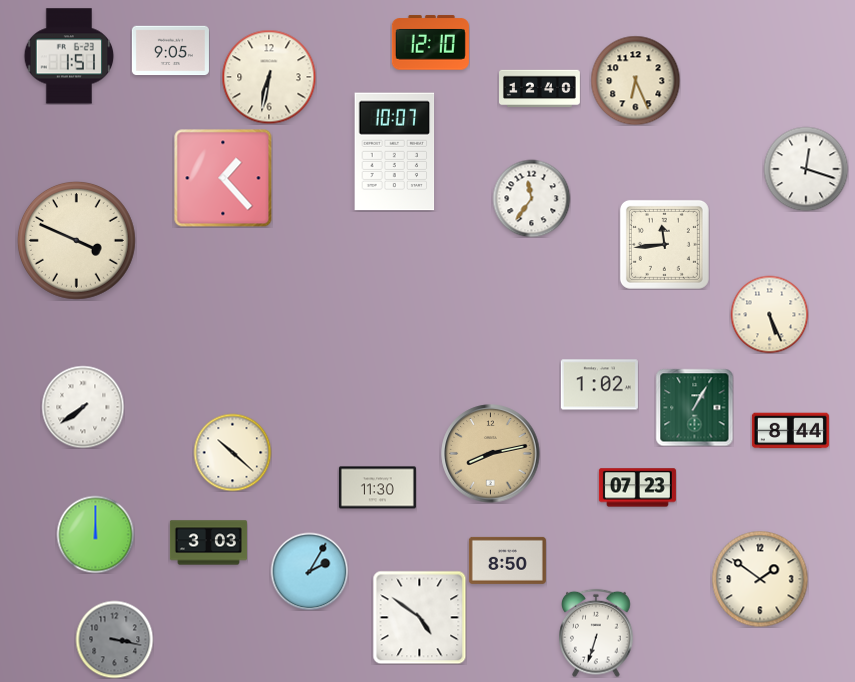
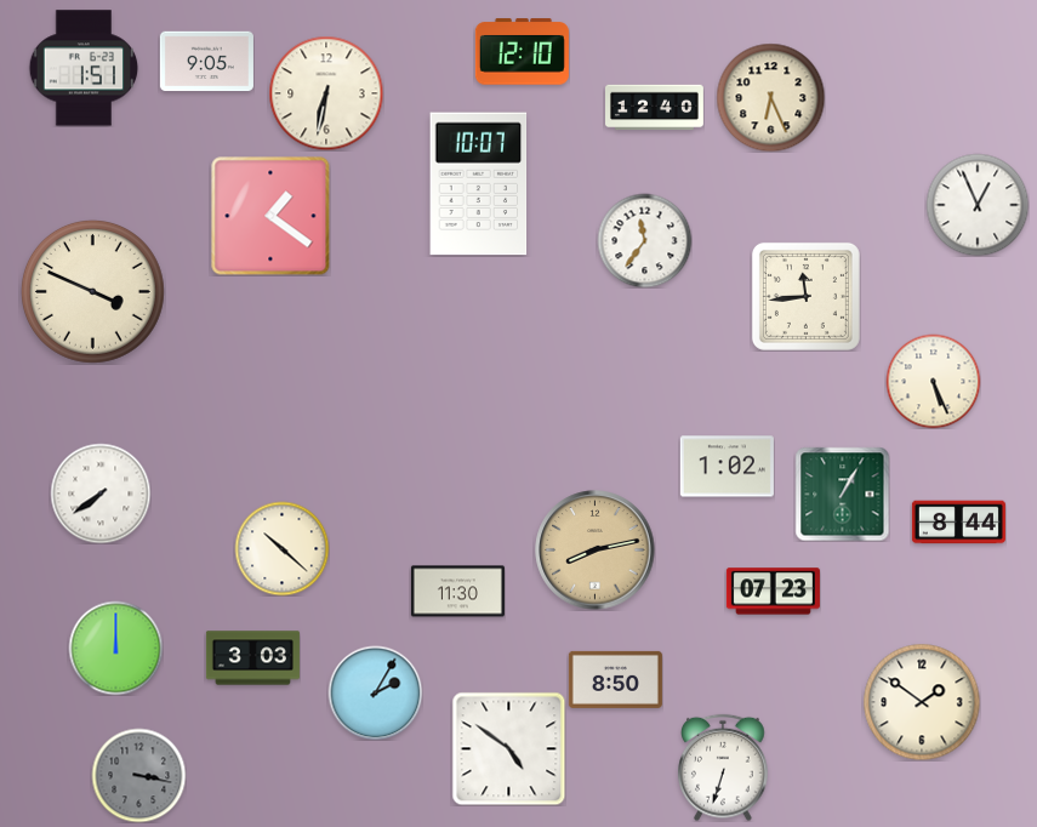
clock at (806, 169): 12:18 -> 12:56
clock at (223, 178): 1:23 -> 1:21
